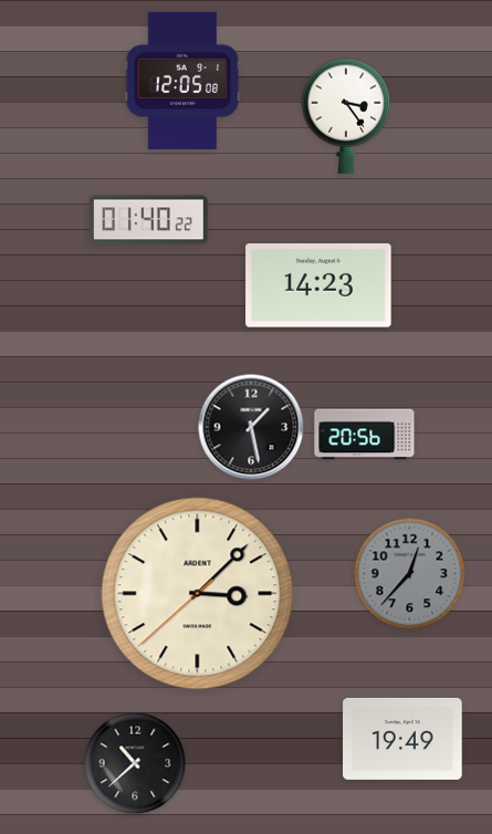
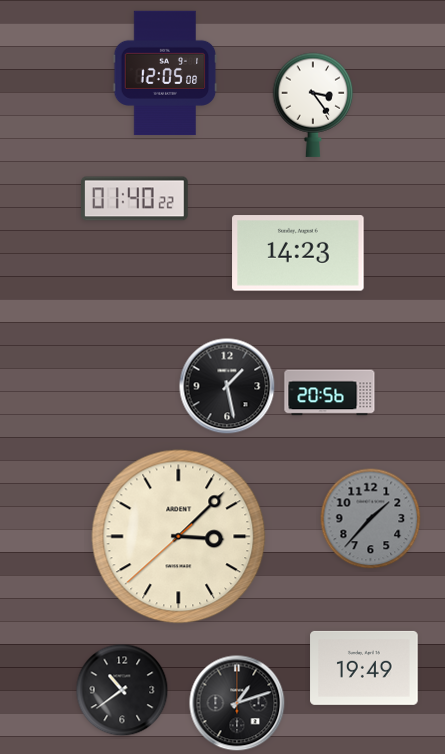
clock at (318, 285) position: (318, 285) -> (298, 253)
clock at (410, 574): 12:37 -> 1:37
clock at (135, 763): 10:38 -> 10:39
clock at (237, 703): none -> 1:12
